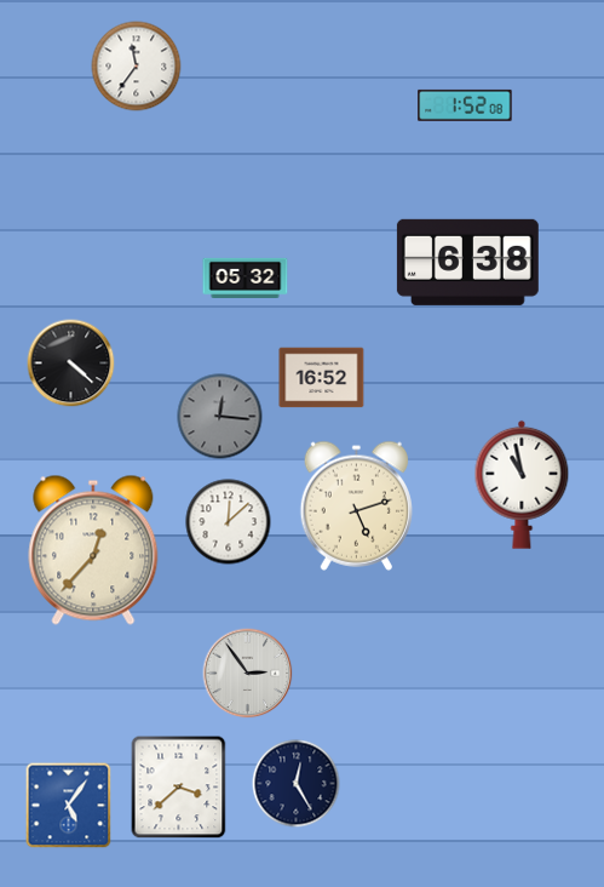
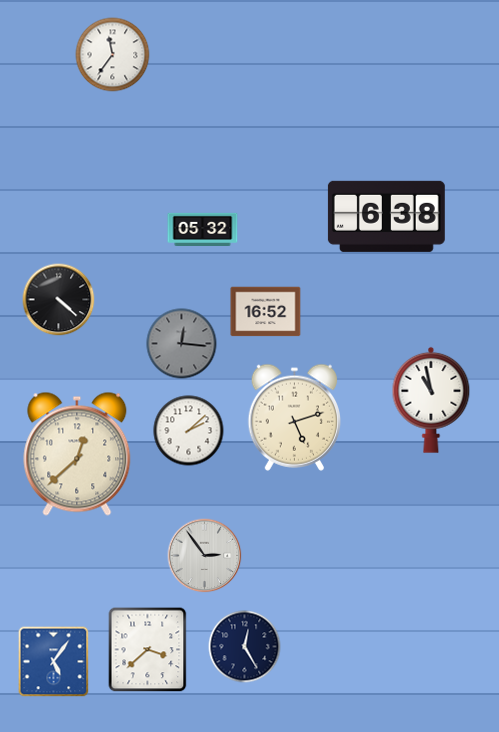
clock at (465, 105): 1:52 -> none
clock at (229, 522): 12:08 -> 2:08
clock at (93, 550): 12:37 -> 12:38
clock at (69, 806) position: (69, 806) -> (54, 662)
